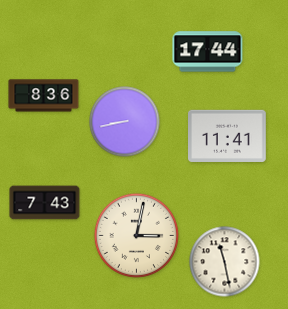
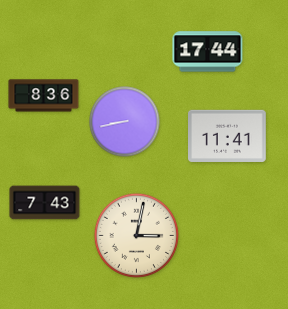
clock at (225, 262): 11:28 -> none
